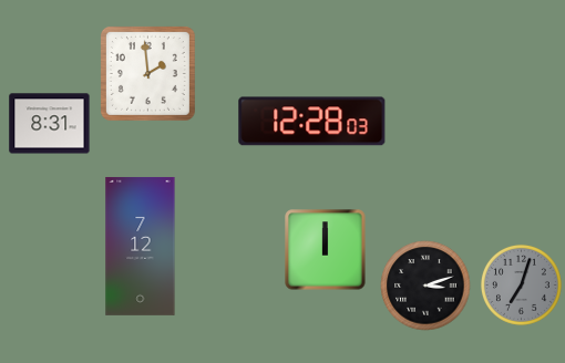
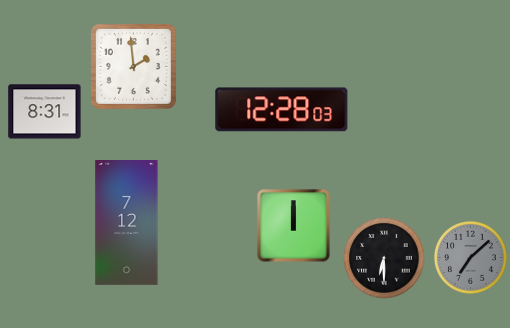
clock at (521, 284): 7:03 -> 7:08
clock at (425, 286): 3:12 -> 6:30
